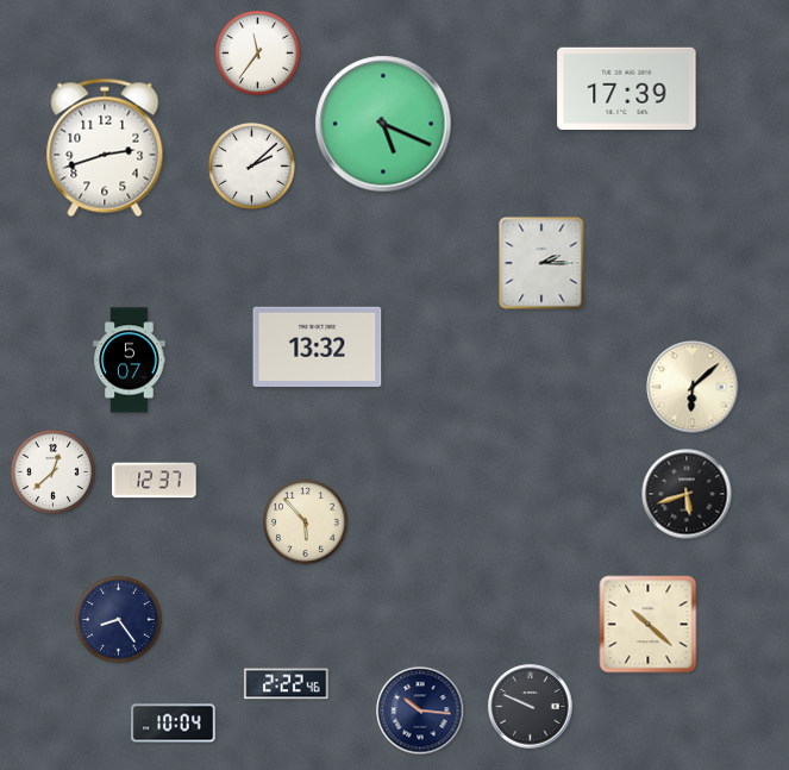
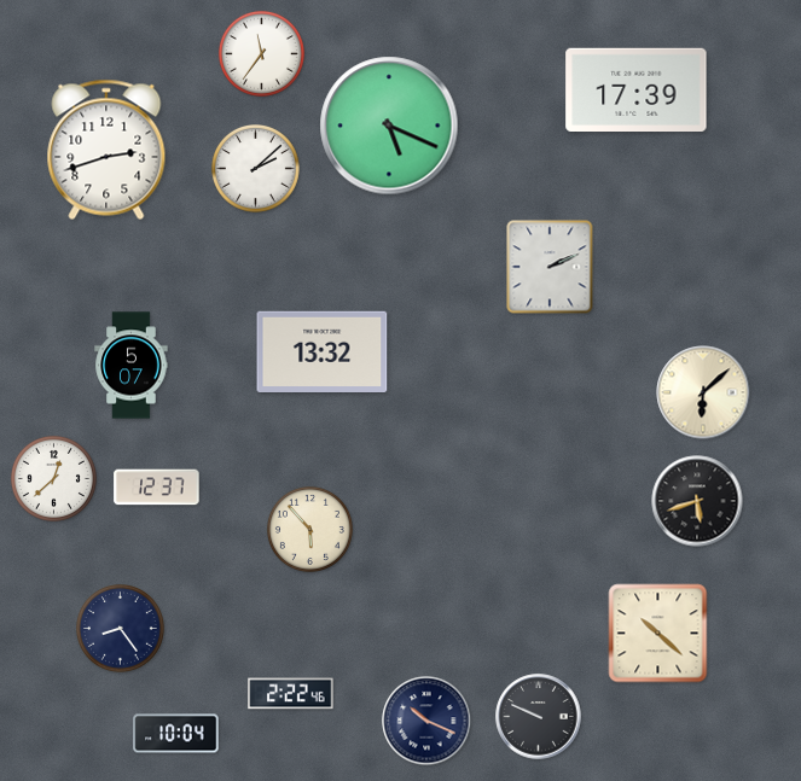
clock at (541, 263): 2:15 -> 2:11
clock at (420, 710): 10:16 -> 10:19
